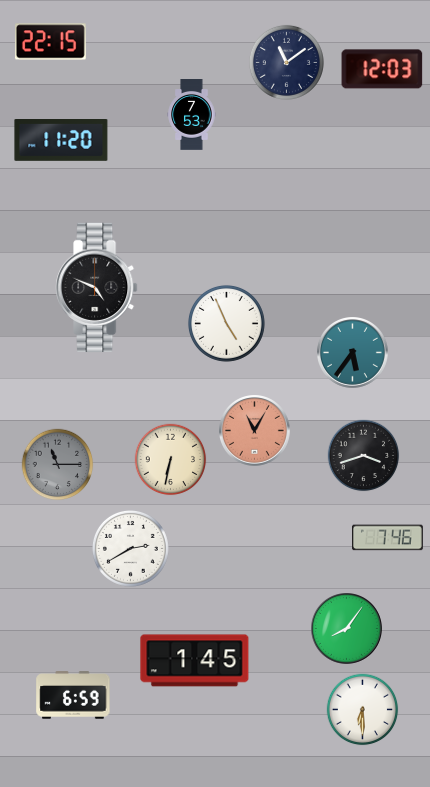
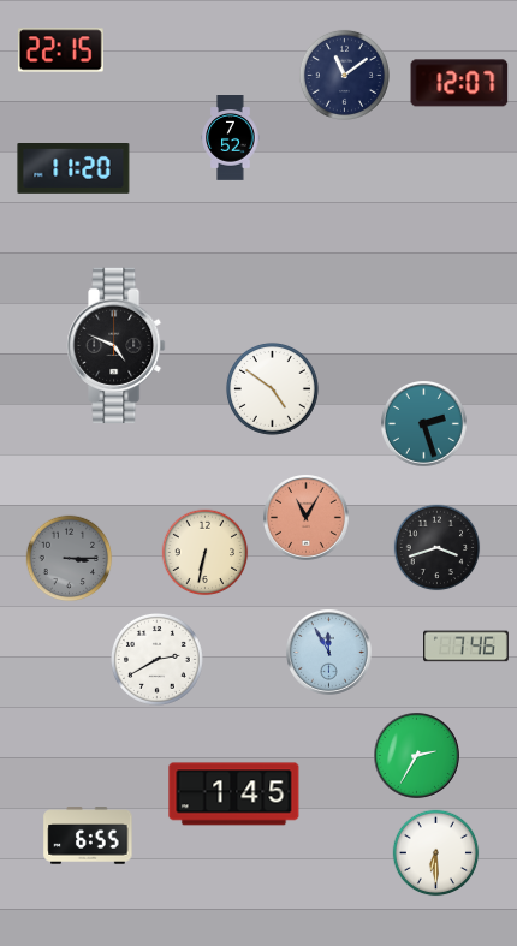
clock at (382, 69): 12:03 -> 12:07
clock at (192, 115): 7:53 -> 7:52
clock at (226, 323): 4:56 -> 4:51
clock at (353, 353): 5:36 -> 2:27
clock at (58, 465): 11:15 -> 3:15
clock at (329, 653): none -> 11:55
clock at (347, 629): 8:06 -> 2:35
clock at (73, 695): 6:59 -> 6:55
